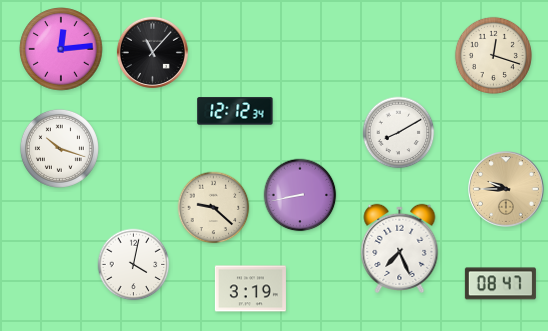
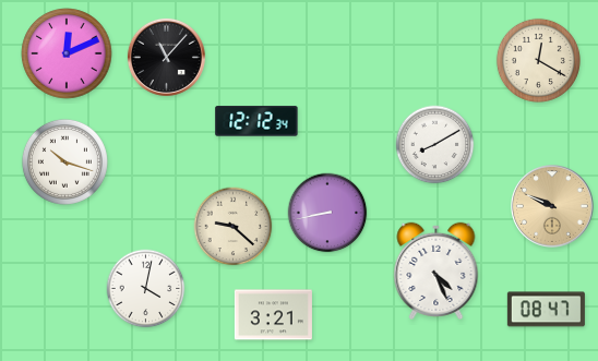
clock at (61, 49): 12:14 -> 12:11
clock at (493, 55): 12:18 -> 12:20
clock at (507, 190): 9:45 -> 9:49
clock at (400, 248): 7:26 -> 4:26
clock at (250, 289): 3:19 -> 3:21
